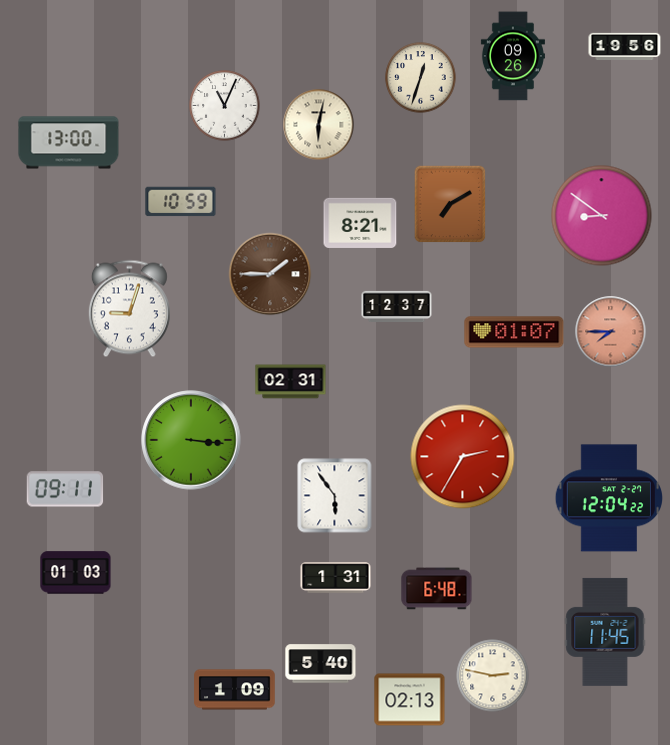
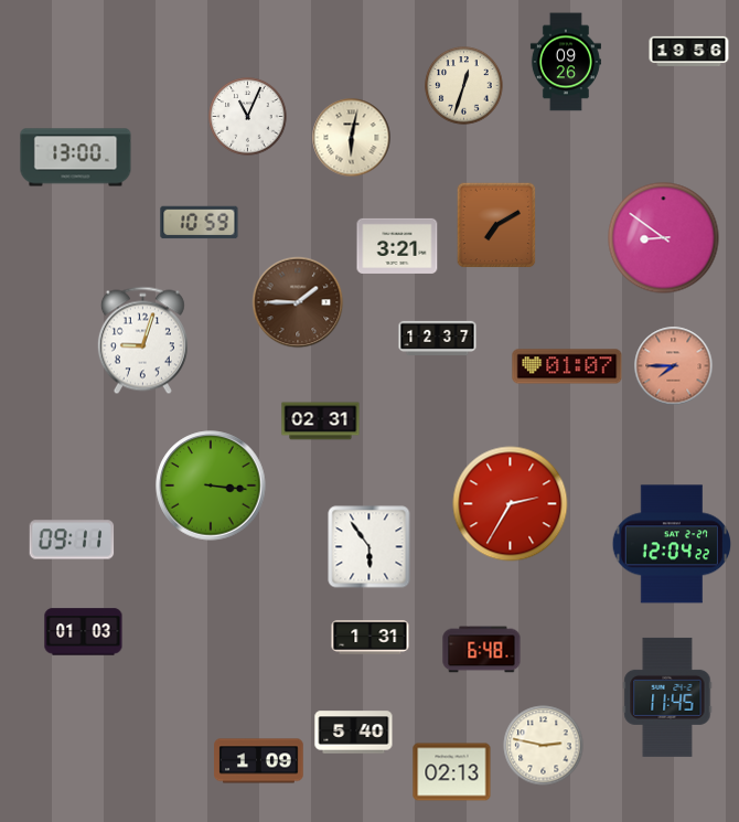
clock at (360, 223): 8:21 -> 3:21
clock at (608, 498) position: (608, 498) -> (671, 544)
